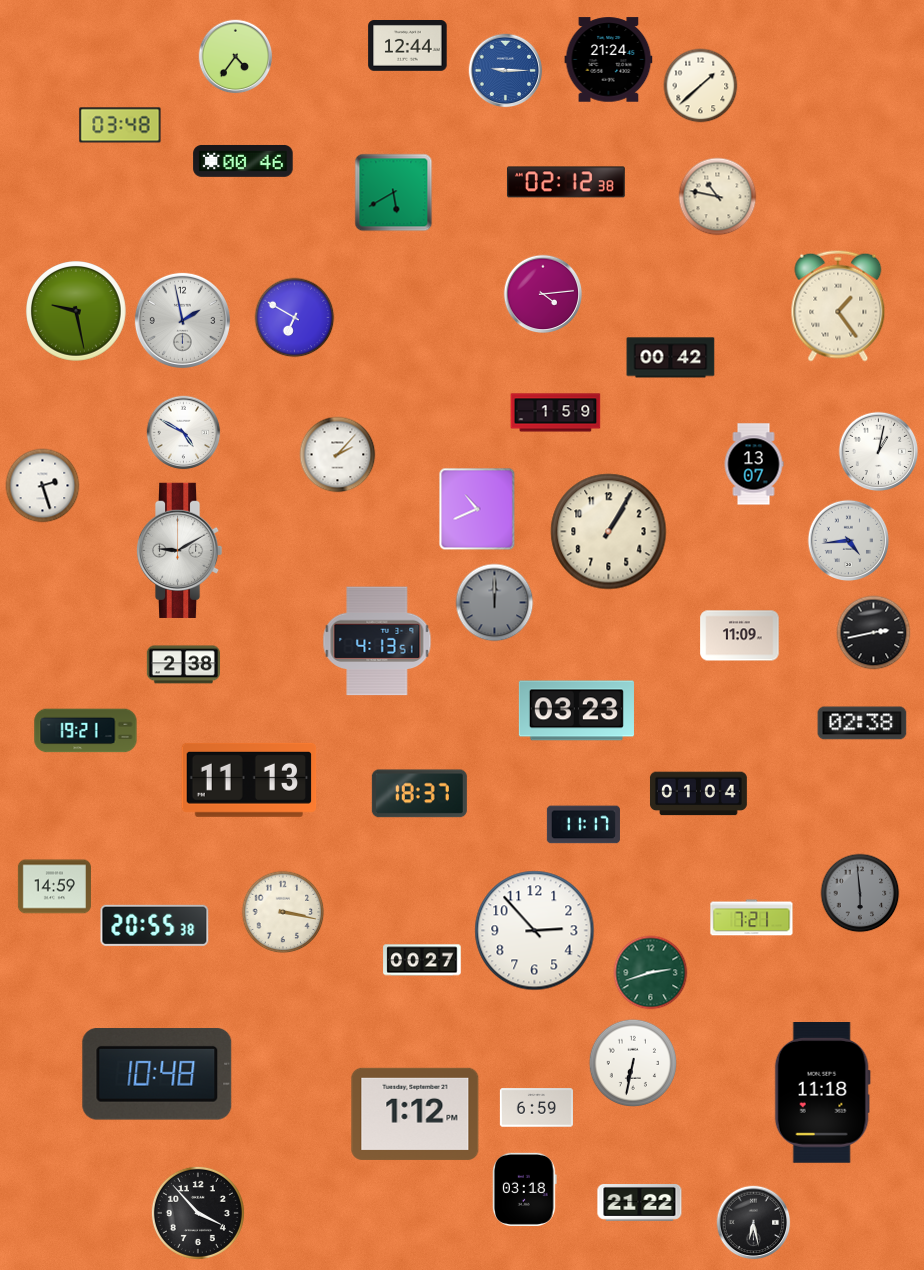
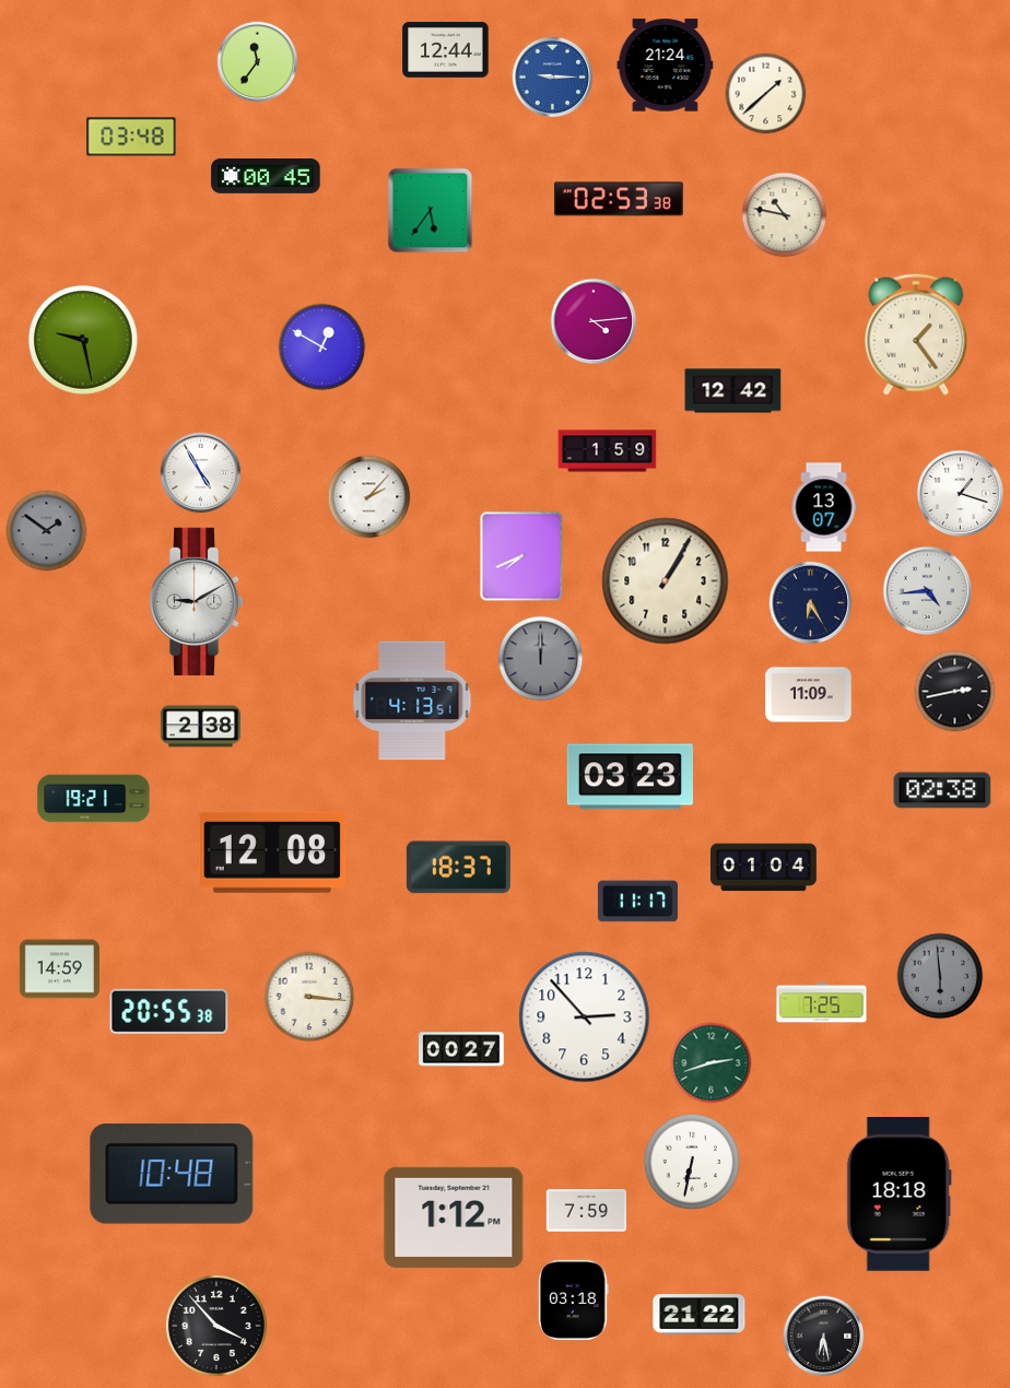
clock at (236, 57): 4:36 -> 11:36
clock at (243, 161): 00:46 -> 00:45
clock at (566, 182): 02:12 -> 02:53
clock at (394, 193): 5:40 -> 5:36
clock at (295, 318): 6:50 -> 12:50
clock at (182, 320): 1:58 -> none
clock at (671, 358): 00:42 -> 12:42
clock at (184, 433): 4:50 -> 4:55
clock at (879, 452): 1:02 -> 1:18
clock at (43, 486): 2:27 -> 1:51
clock at (43, 486) dial: white -> grey
clock at (477, 509): 10:41 -> 7:41
clock at (811, 603): none -> 6:25
clock at (249, 780): 11:13 -> 12:08
clock at (283, 912): 3:17 -> 3:16
clock at (752, 918): 7:21 -> 7:25
clock at (822, 1093): 11:18 -> 18:18
clock at (536, 1108): 6:59 -> 7:59
